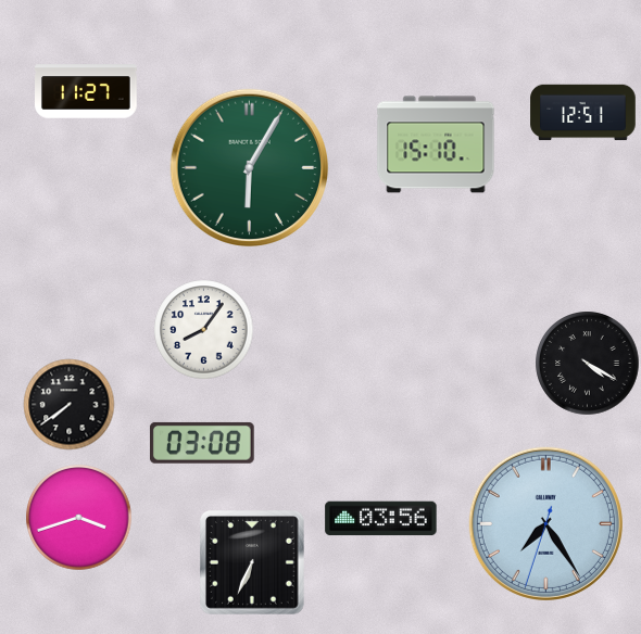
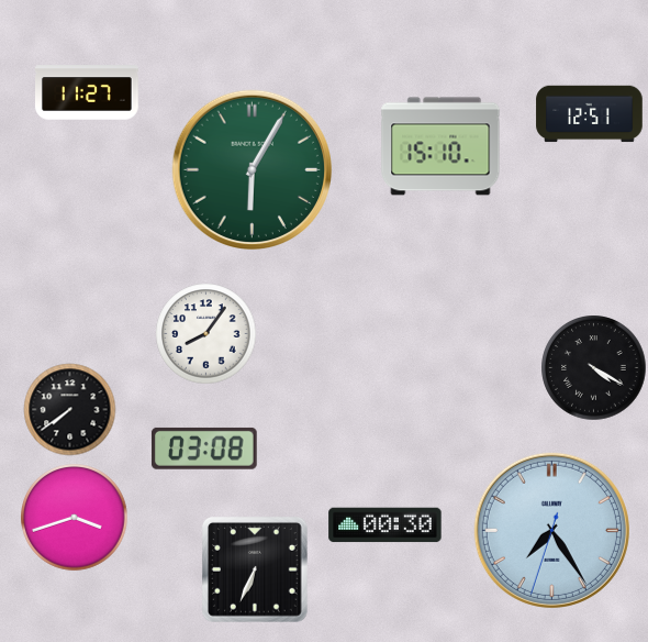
clock at (79, 518) position: (79, 518) -> (75, 518)
clock at (381, 519): 03:56 -> 00:30
